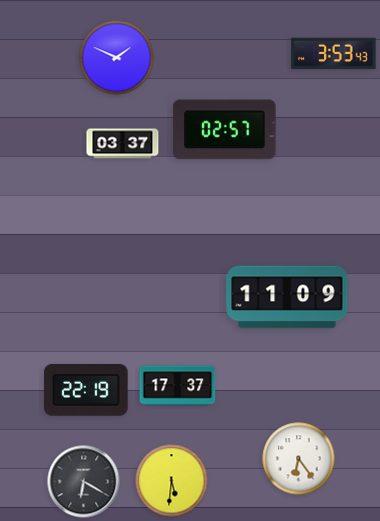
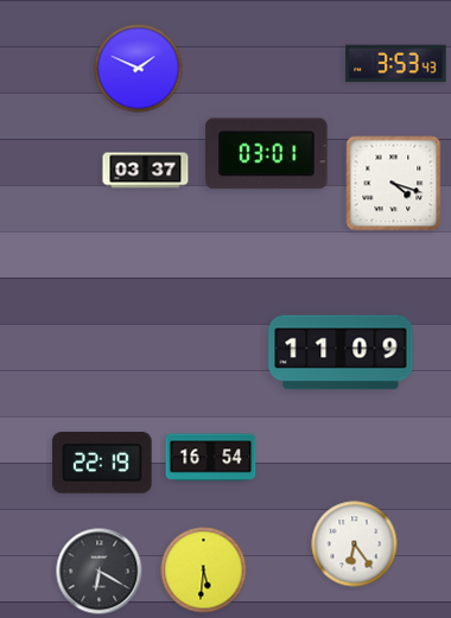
clock at (225, 130): 02:57 -> 03:01
clock at (394, 184): none -> 4:18
clock at (178, 386): 17:37 -> 16:54
